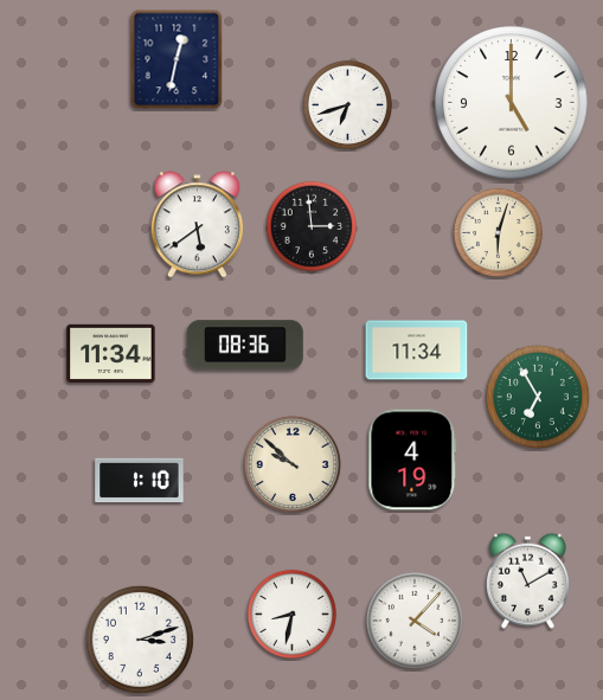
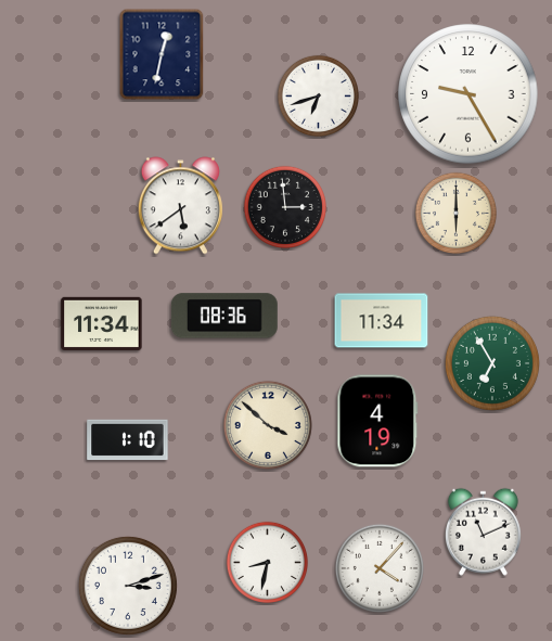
clock at (512, 103): 5:00 -> 9:25
clock at (498, 232): 6:03 -> 6:00
clock at (293, 464): 9:52 -> 3:52
clock at (527, 580): 11:10 -> 11:11
